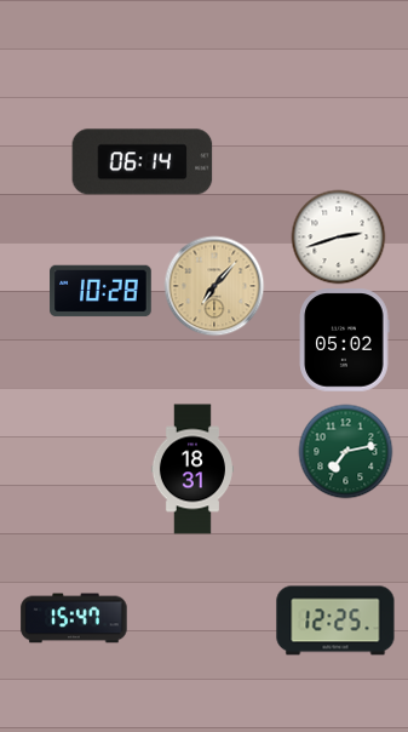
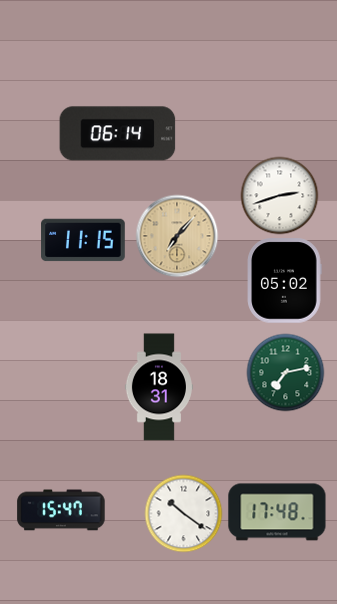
clock at (100, 291): 10:28 -> 11:15
clock at (335, 621): 12:25 -> 17:48
clock at (183, 513): none -> 10:21
